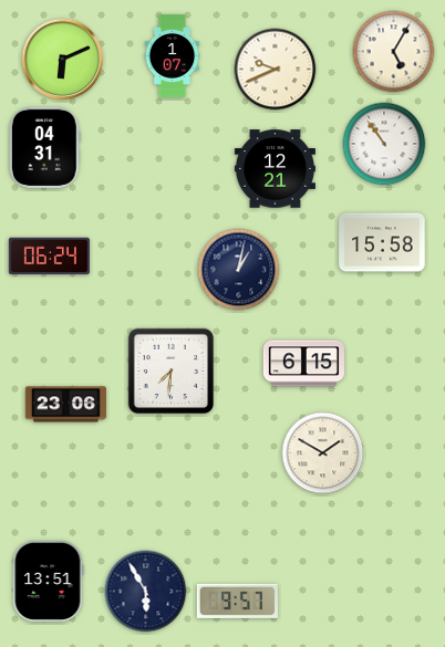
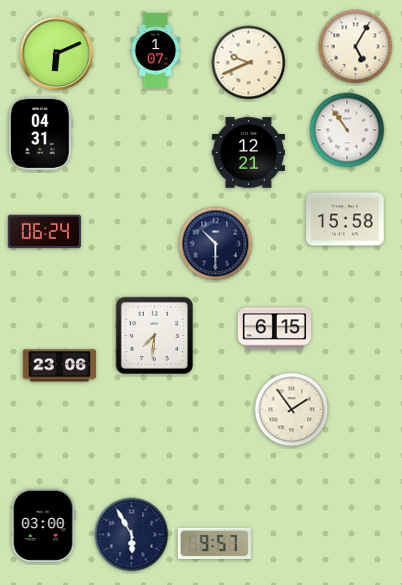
clock at (239, 270): 1:02 -> 10:30
clock at (323, 453): 1:50 -> 1:54
clock at (48, 581): 13:51 -> 03:00
